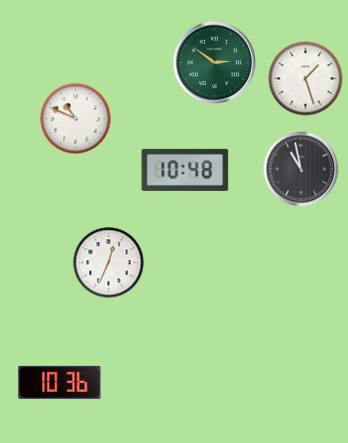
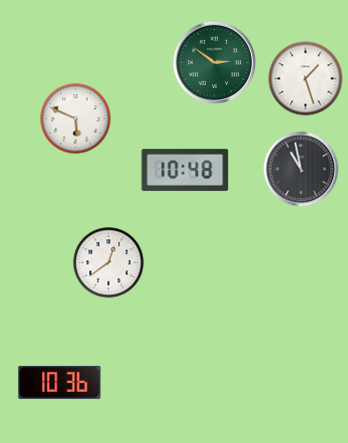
clock at (76, 119): 10:49 -> 5:49
clock at (109, 263): 12:34 -> 12:39
